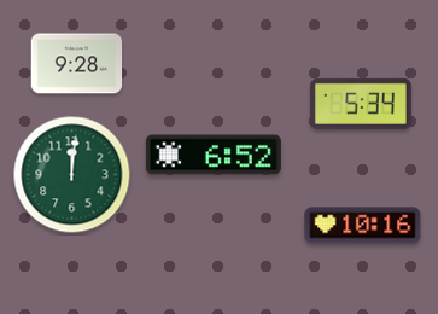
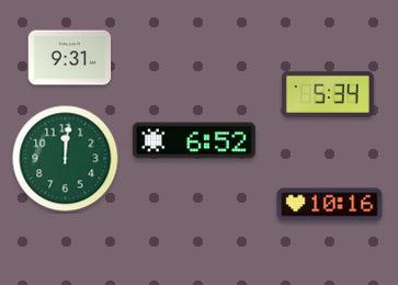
clock at (77, 64): 9:28 -> 9:31
